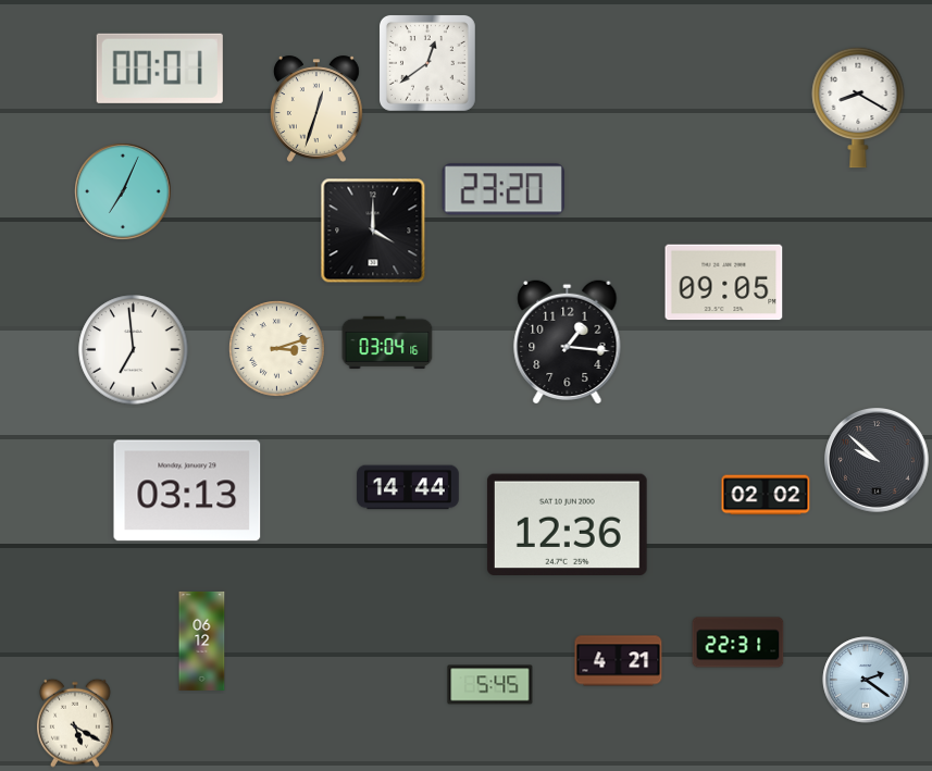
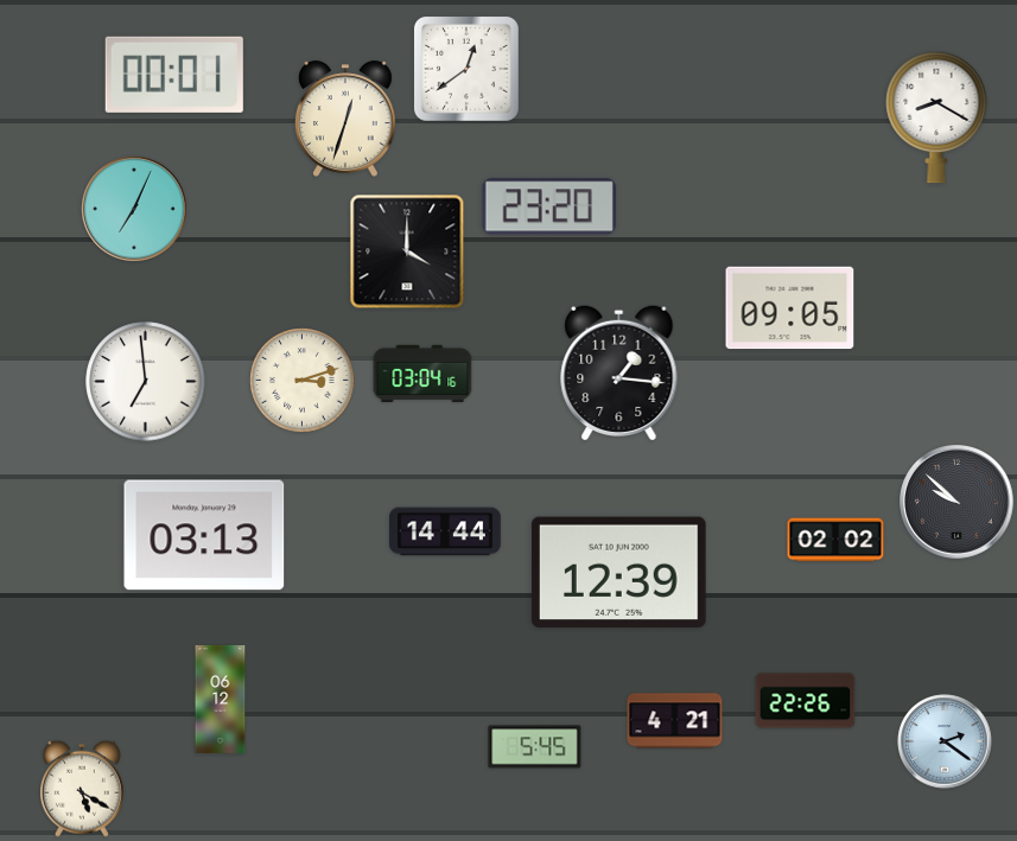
clock at (567, 524): 12:36 -> 12:39
clock at (738, 643): 22:31 -> 22:26
